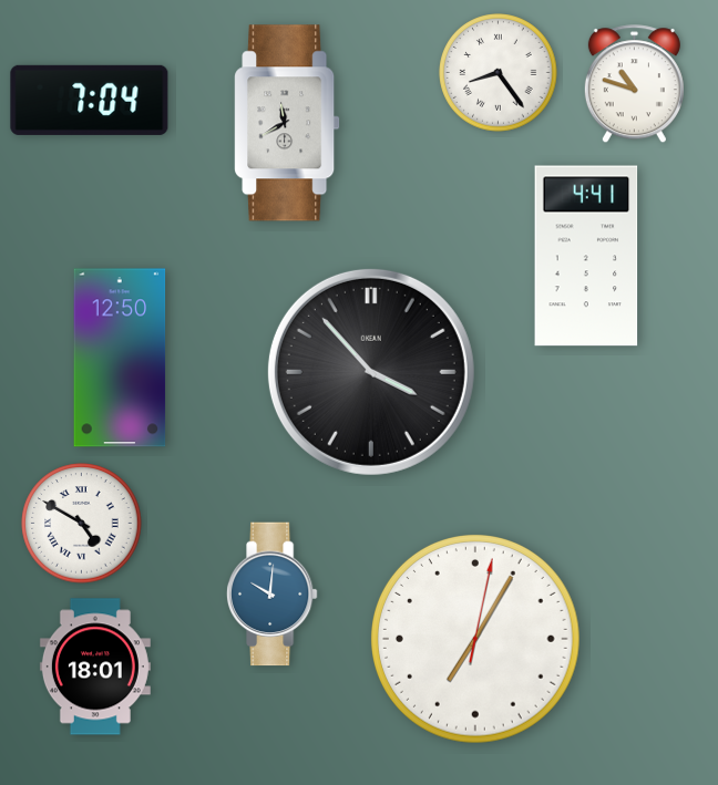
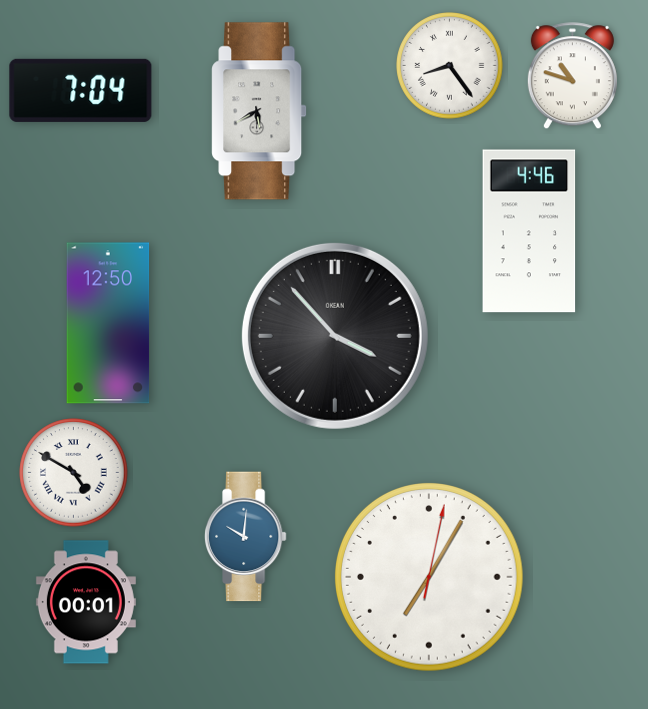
clock at (287, 123): 11:40 -> 5:40
clock at (586, 256): 4:41 -> 4:46
clock at (95, 667): 18:01 -> 00:01
